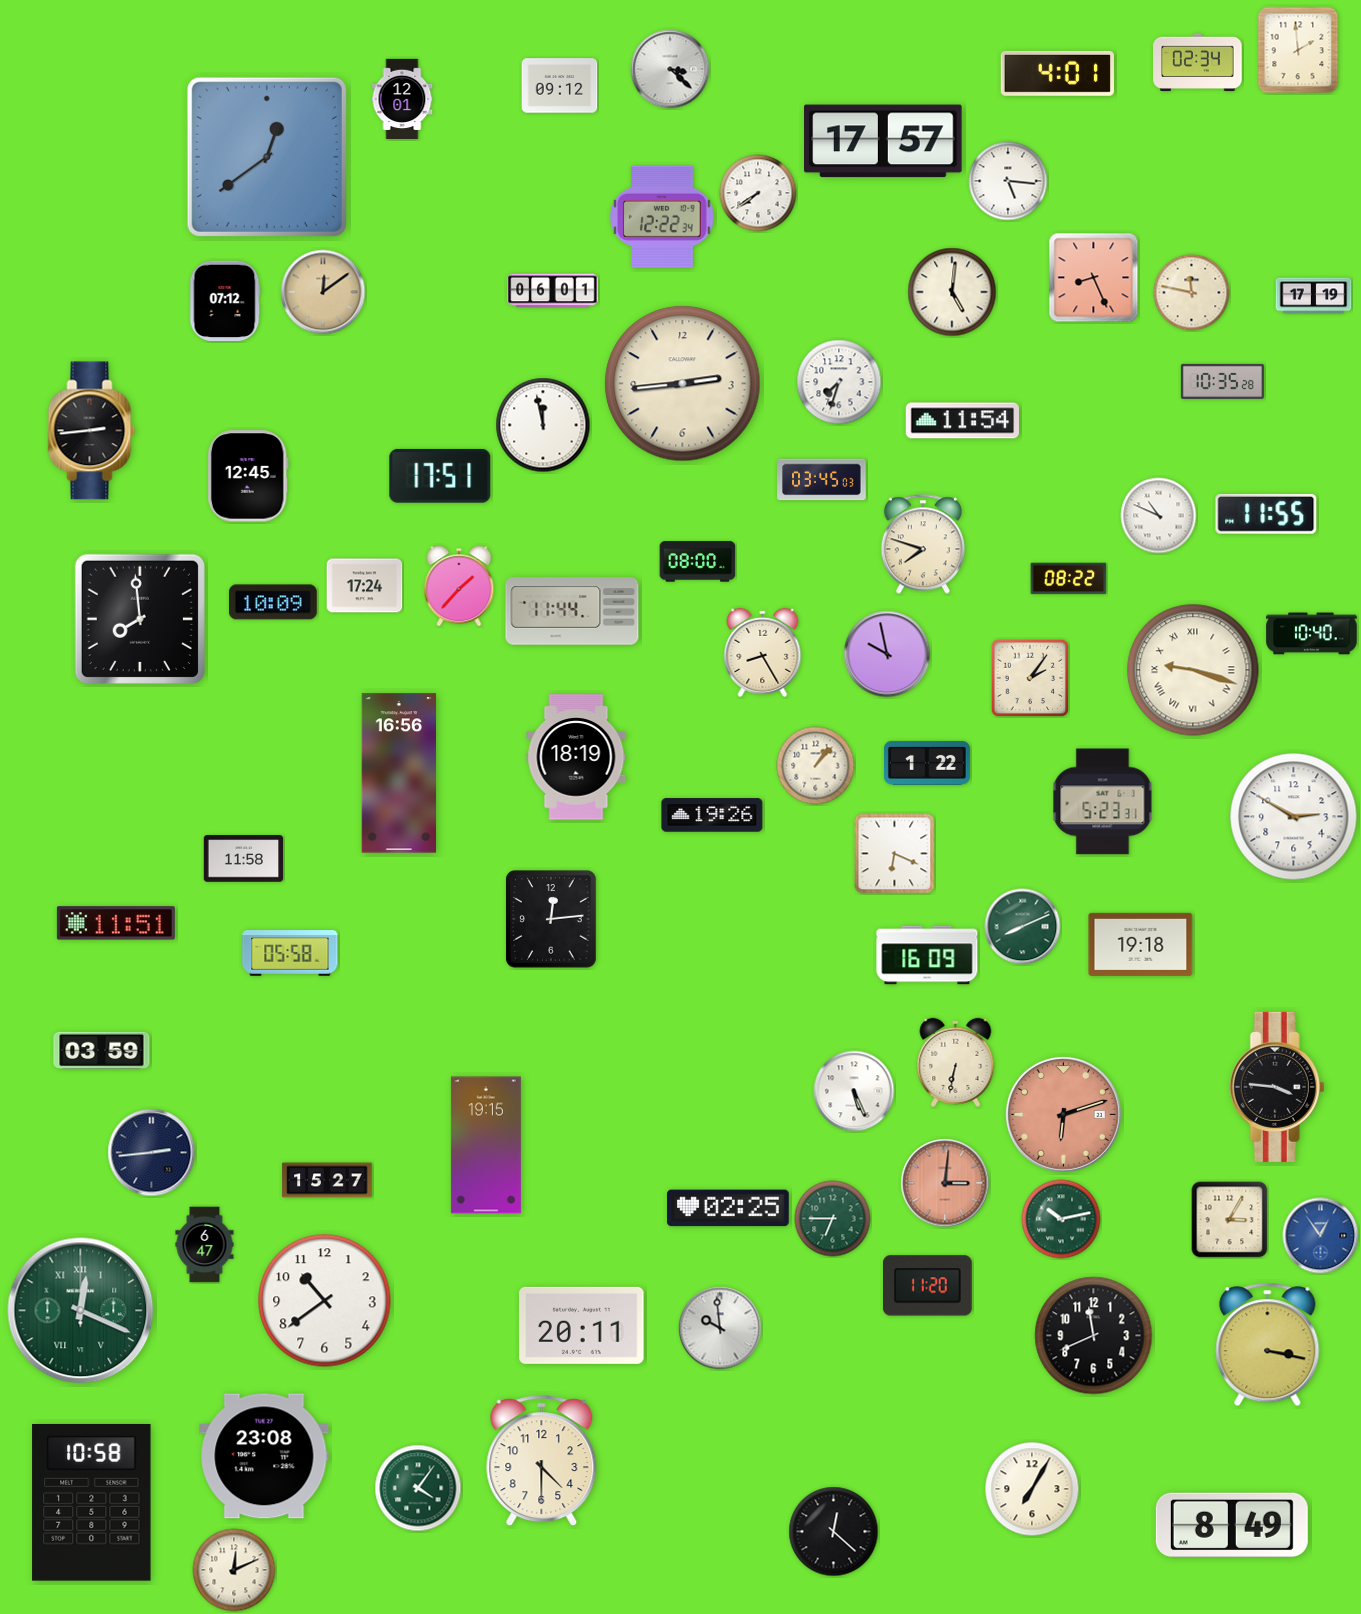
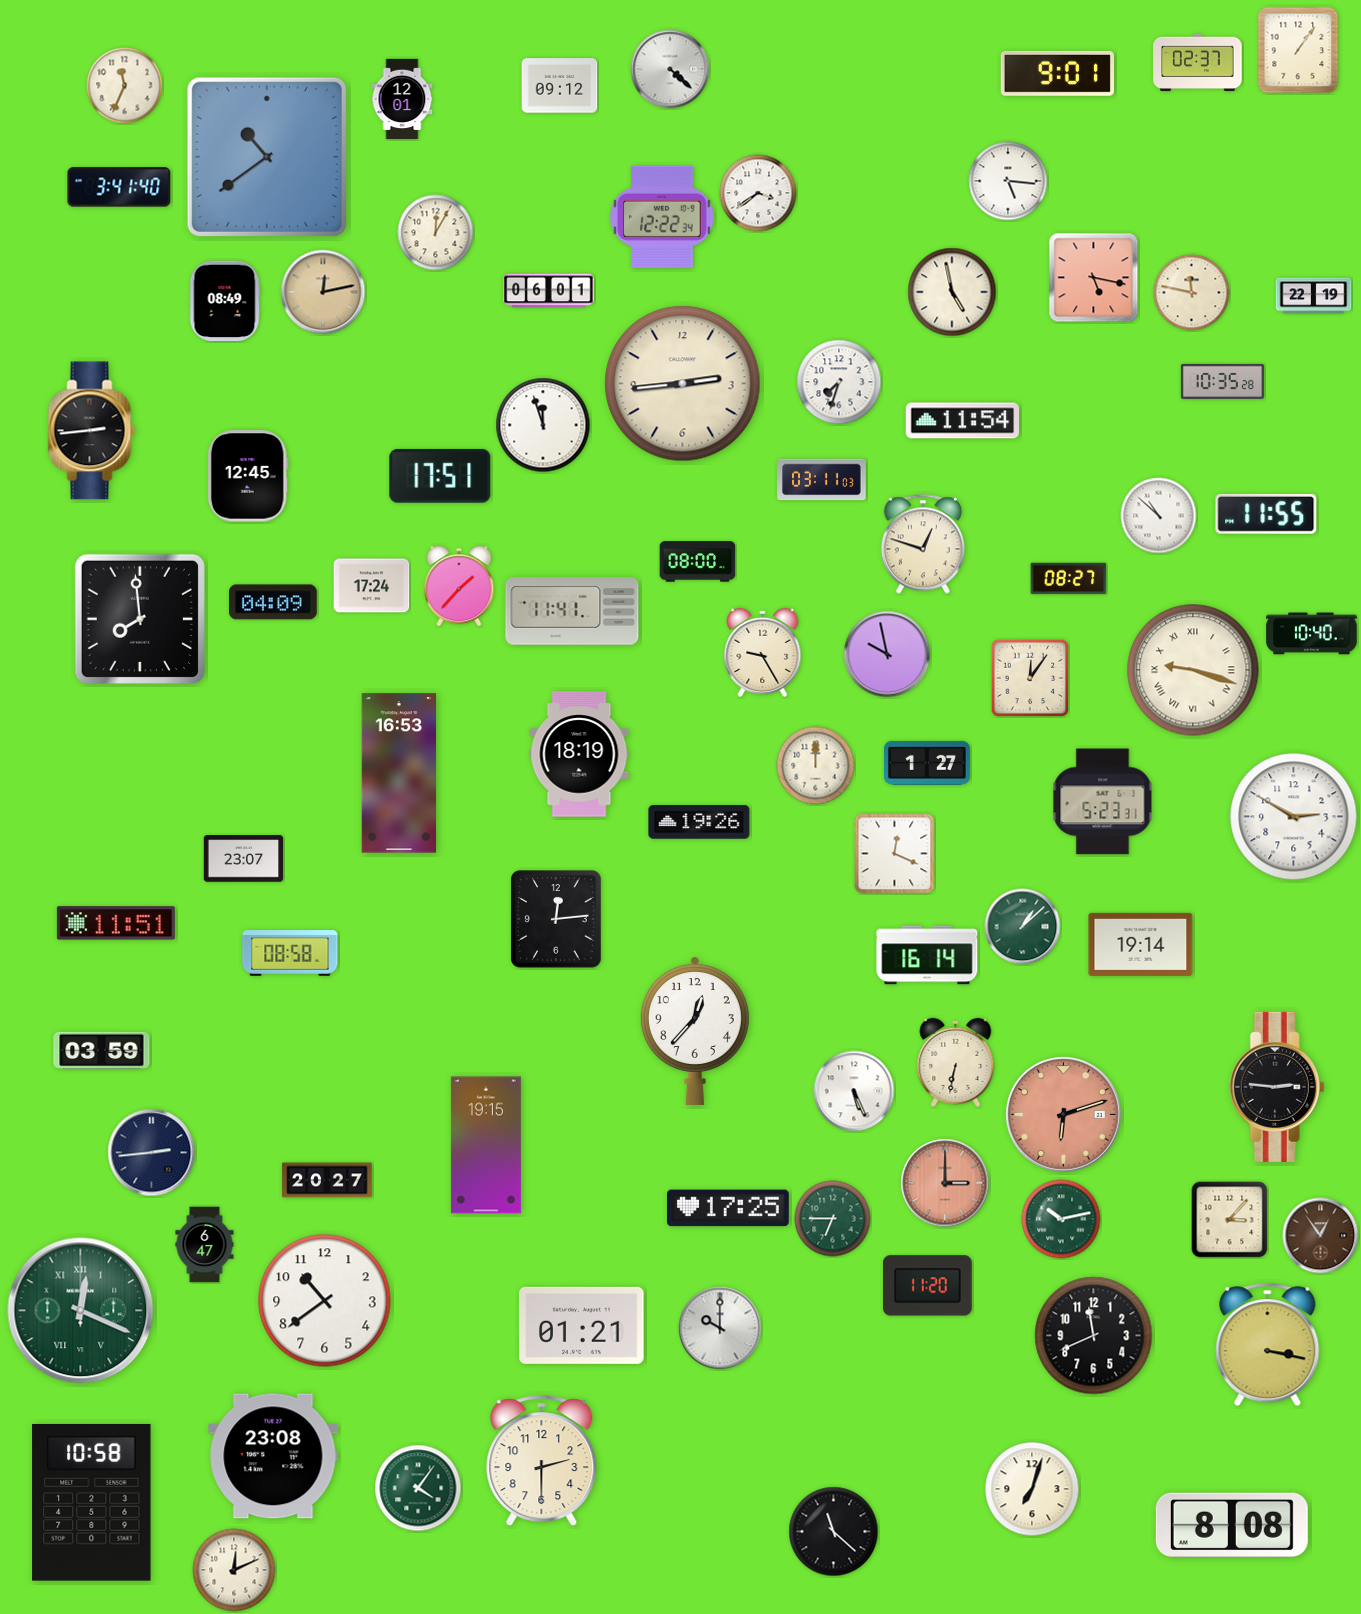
clock at (1298, 50): 1:59 -> 1:06
clock at (1198, 63): 02:34 -> 02:37
clock at (670, 69): 3:22 -> 4:22
clock at (1057, 73): 4:01 -> 9:01
clock at (125, 86): none -> 11:34
clock at (883, 141): 17:57 -> none
clock at (267, 157): 12:39 -> 10:39
clock at (119, 187): none -> 3:41
clock at (758, 193): 7:39 -> 3:39
clock at (436, 233): none -> 12:05
clock at (1094, 278): 8:26 -> 5:17
clock at (553, 291) position: (553, 291) -> (549, 291)
clock at (323, 292): 12:09 -> 12:13
clock at (952, 292): 5:01 -> 4:58
clock at (1314, 296): 17:19 -> 22:19
clock at (225, 300): 07:12 -> 08:49
clock at (543, 425): 11:58 -> 11:57
clock at (822, 480): 03:45 -> 03:11
clock at (1159, 516): 10:49 -> 10:52
clock at (923, 544): 7:48 -> 12:48
clock at (1069, 579): 08:22 -> 08:27
clock at (365, 586) position: (365, 586) -> (372, 586)
clock at (274, 602): 10:09 -> 04:09
clock at (572, 611): 11:44 -> 11:41
clock at (763, 652): 8:25 -> 9:25
clock at (1030, 678): 2:06 -> 12:06
clock at (576, 757) position: (576, 757) -> (579, 754)
clock at (927, 763): 1:22 -> 1:27
clock at (816, 766): 1:07 -> 12:00
clock at (399, 773): 16:56 -> 16:53
clock at (712, 815) position: (712, 815) -> (699, 822)
clock at (895, 854): 6:19 -> 12:19
clock at (244, 859): 11:58 -> 23:07
clock at (551, 919) position: (551, 919) -> (556, 919)
clock at (1023, 927): 8:11 -> 1:08
clock at (1141, 944): 19:18 -> 19:14
clock at (290, 953): 05:58 -> 08:58
clock at (927, 955): 16:09 -> 16:14
clock at (695, 1031): none -> 12:37
clock at (1277, 1087): 3:46 -> 2:46
clock at (327, 1180): 15:27 -> 20:27
clock at (945, 1183): 3:01 -> 3:00
clock at (729, 1208): 02:25 -> 17:25
clock at (1230, 1220): 3:05 -> 3:07
clock at (1321, 1236) dial: blue -> brown
clock at (582, 1325): 20:11 -> 01:21
clock at (720, 1328): 9:59 -> 10:00
clock at (264, 1456) position: (264, 1456) -> (273, 1456)
clock at (542, 1461): 4:30 -> 2:30
clock at (1032, 1489): 7:05 -> 7:03
clock at (1232, 1525): 8:49 -> 8:08
clock at (834, 1532): 12:22 -> 11:22
